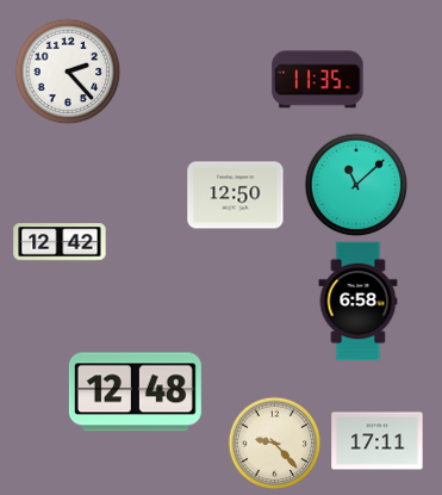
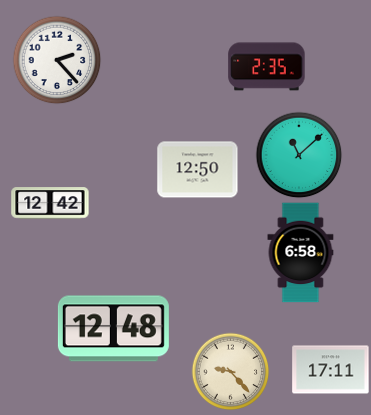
clock at (318, 80): 11:35 -> 2:35
clock at (236, 196) position: (236, 196) -> (198, 170)
clock at (378, 441) position: (378, 441) -> (331, 370)
